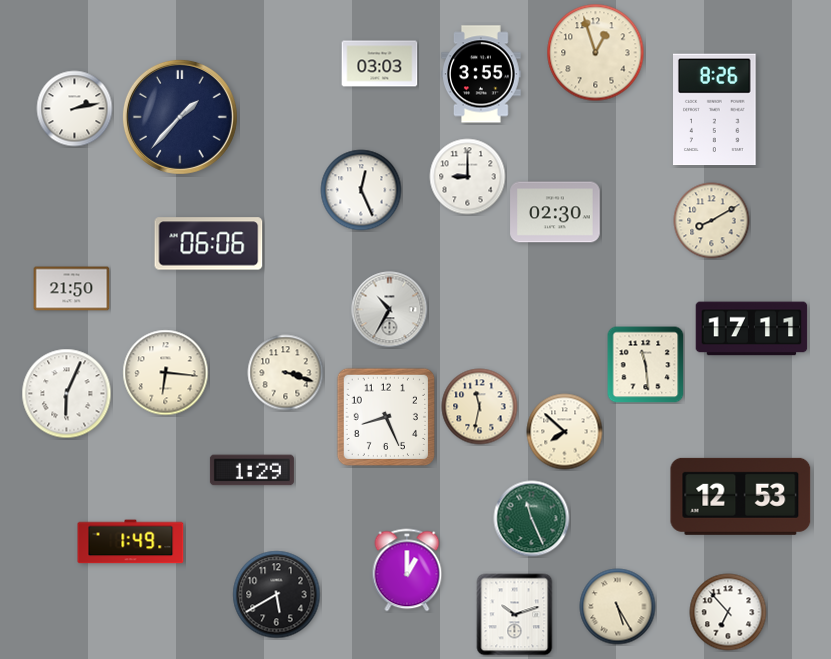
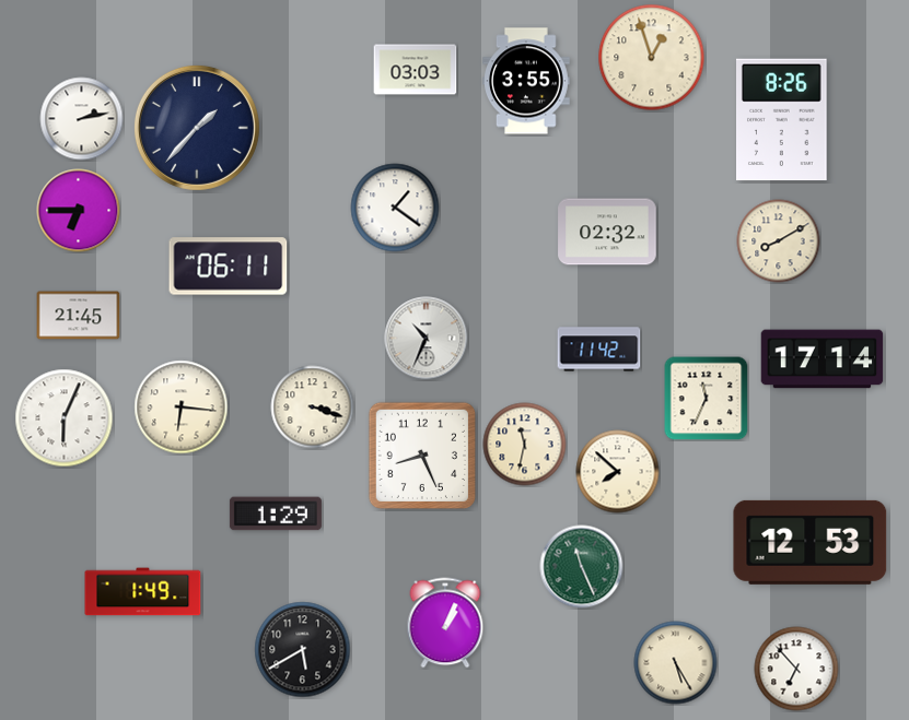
clock at (468, 177): 9:00 -> none
clock at (361, 190): 12:26 -> 1:21
clock at (79, 211): none -> 6:45
clock at (555, 212): 02:30 -> 02:32
clock at (209, 244): 06:06 -> 06:11
clock at (72, 289): 21:50 -> 21:45
clock at (390, 310): 10:35 -> 10:34
clock at (599, 350): none -> 11:42
clock at (752, 329): 17:11 -> 17:14
clock at (646, 365): 11:29 -> 11:34
clock at (67, 394) position: (67, 394) -> (65, 418)
clock at (407, 570): 1:00 -> 1:04
clock at (515, 615): 10:12 -> none
